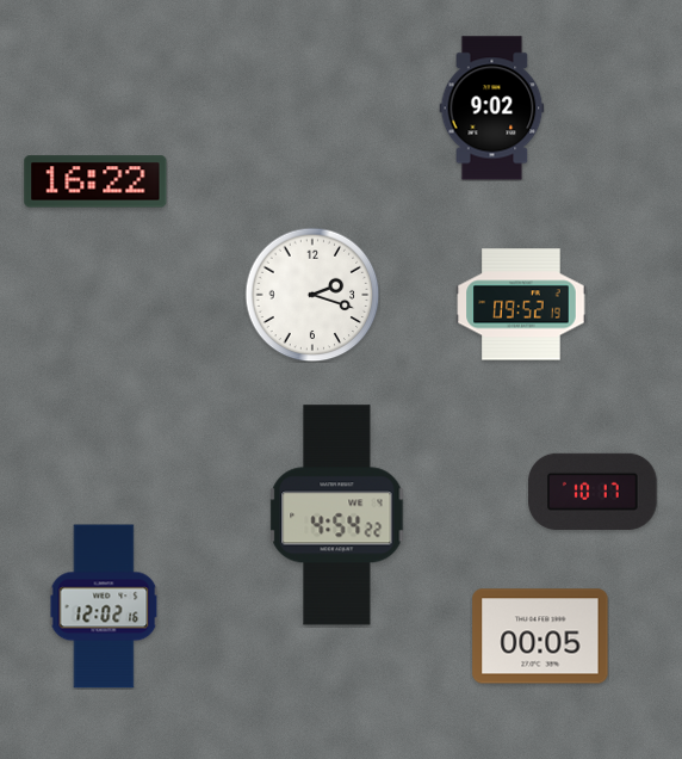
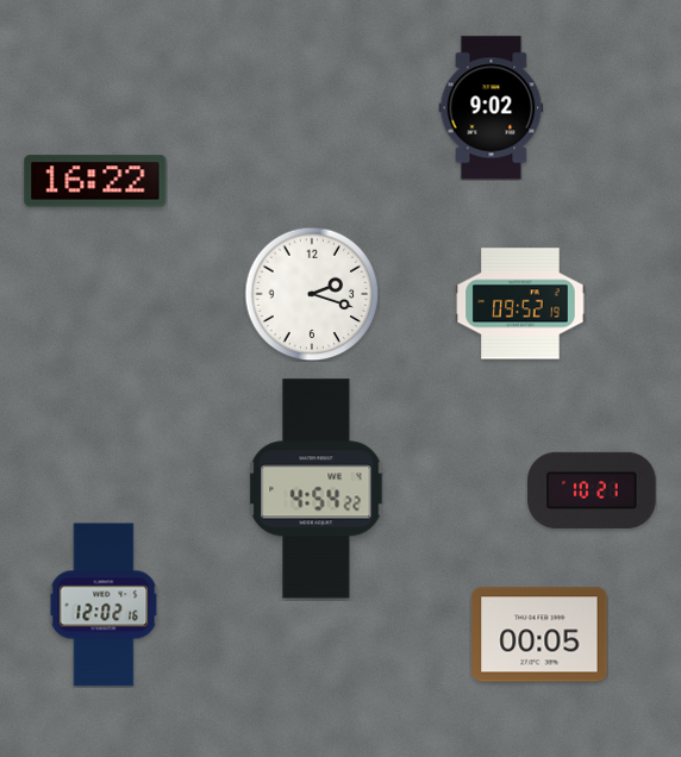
clock at (593, 492): 10:17 -> 10:21
clock at (337, 516) position: (337, 516) -> (317, 489)
